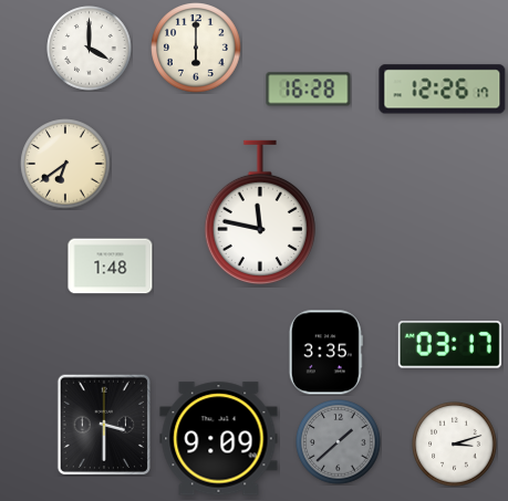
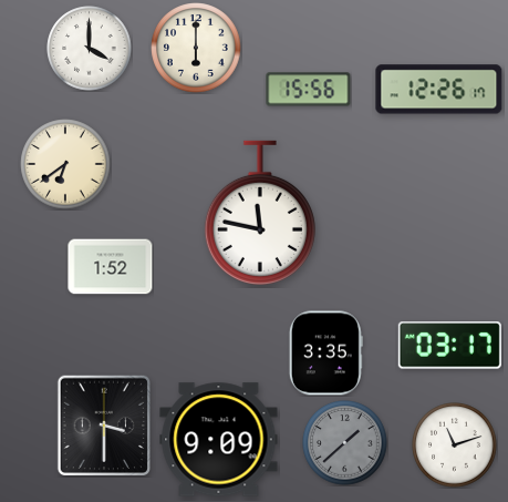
clock at (309, 90): 16:28 -> 15:56
clock at (443, 90) position: (443, 90) -> (439, 90)
clock at (111, 267): 1:48 -> 1:52
clock at (339, 442) position: (339, 442) -> (345, 443)
clock at (455, 445): 3:12 -> 11:12
